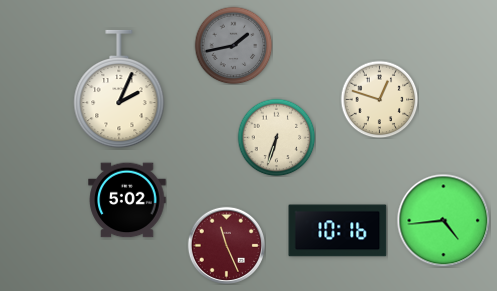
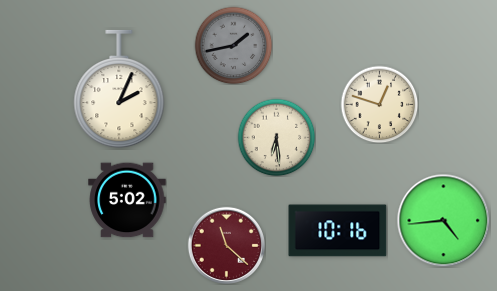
clock at (379, 99) position: (379, 99) -> (379, 104)
clock at (276, 137): 6:33 -> 6:29
clock at (226, 245): 11:26 -> 11:22
